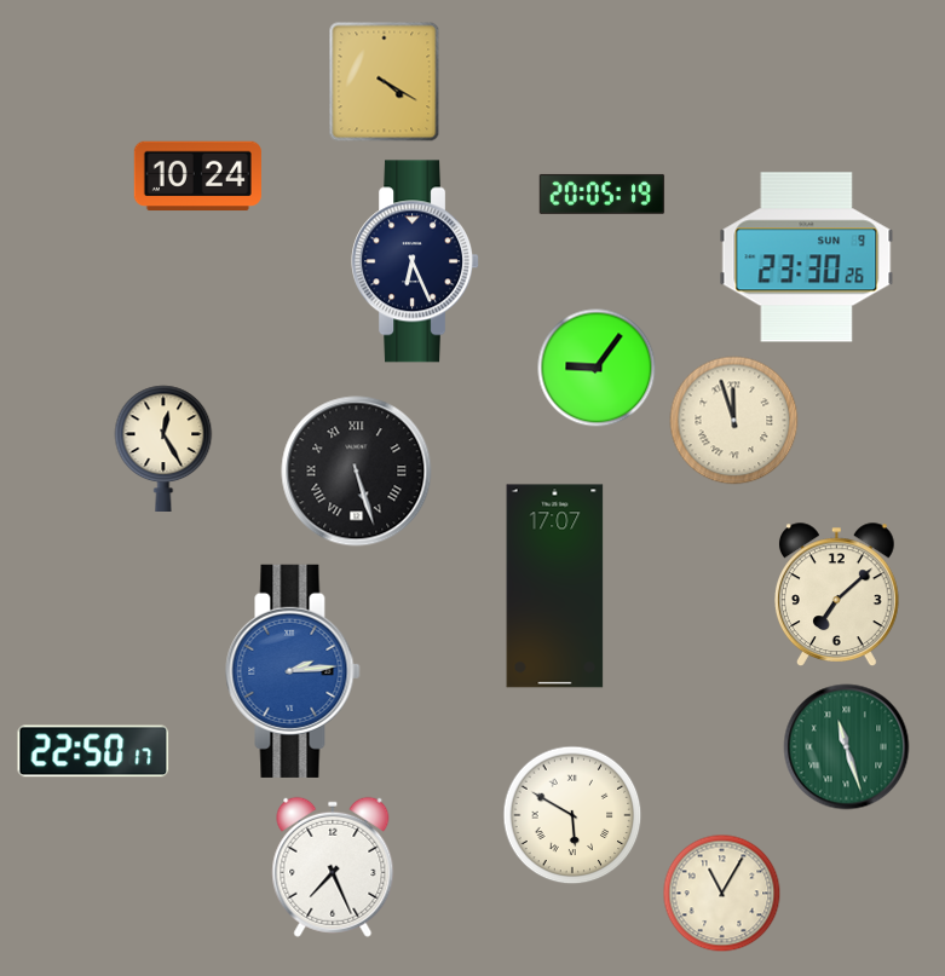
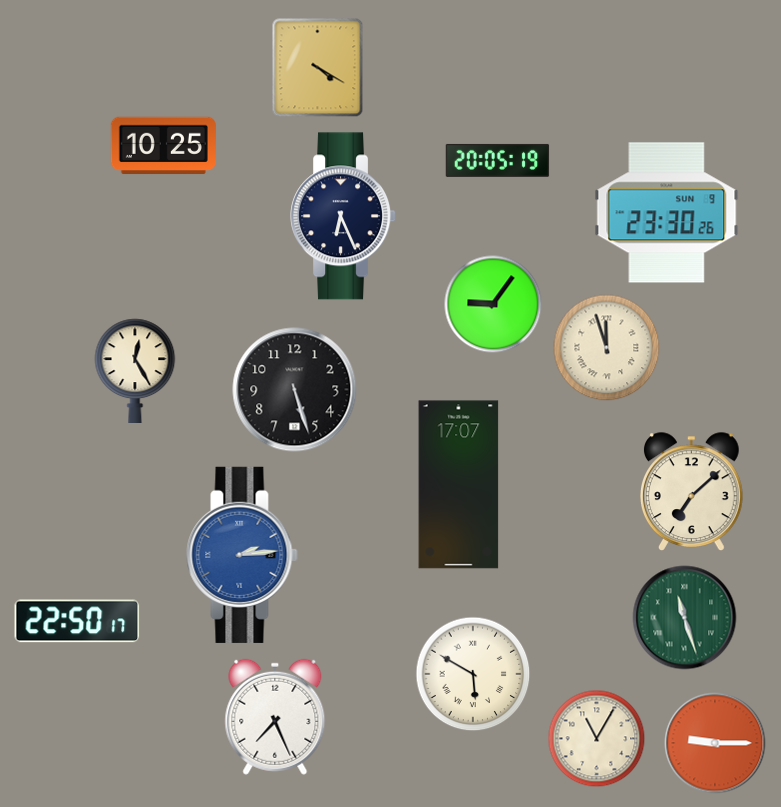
clock at (197, 177): 10:24 -> 10:25
clock at (357, 472) numerals: Roman -> Arabic
clock at (847, 747) position: (847, 747) -> (685, 618)
clock at (715, 743): none -> 9:15
